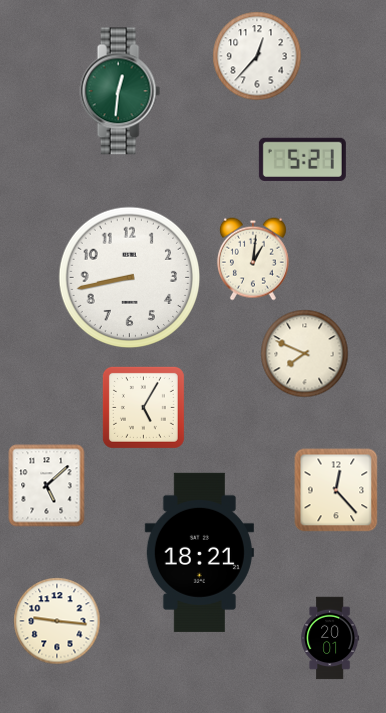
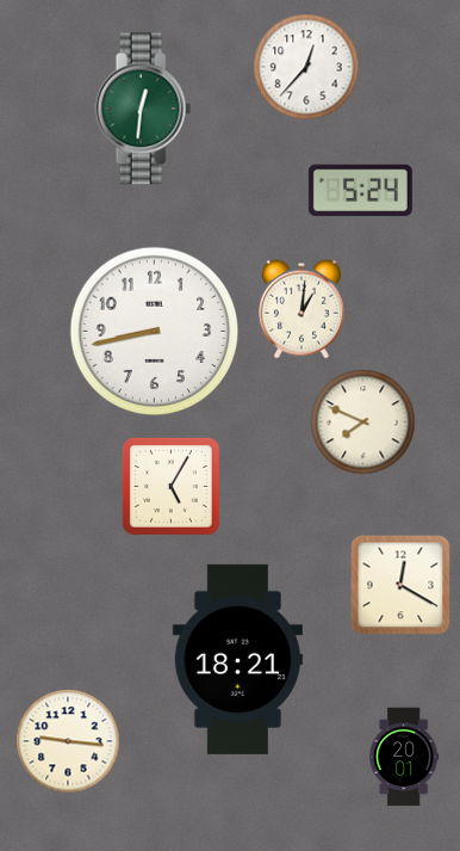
clock at (302, 159): 5:21 -> 5:24
clock at (47, 486): 5:08 -> none
clock at (336, 490): 12:23 -> 12:20
clock at (330, 638) position: (330, 638) -> (404, 757)
